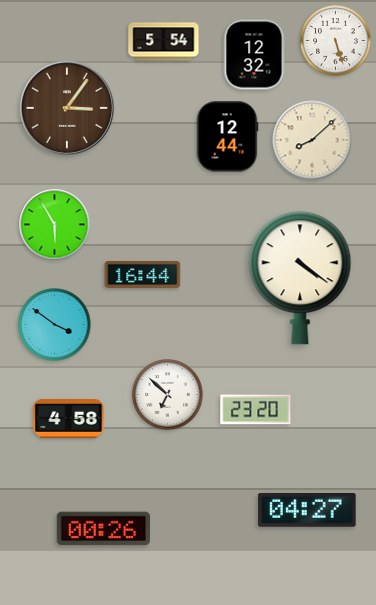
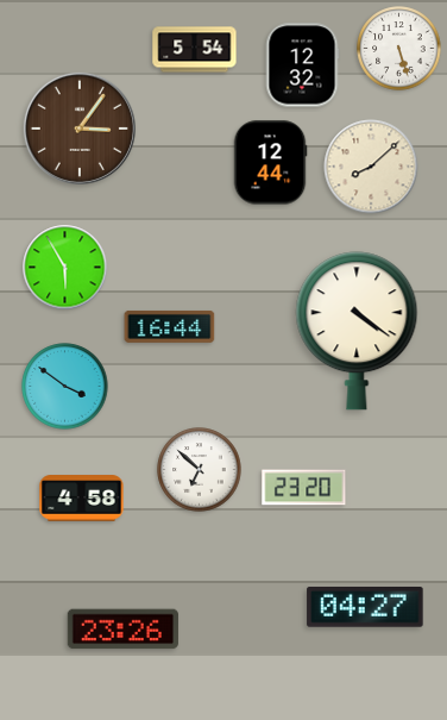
clock at (103, 529): 00:26 -> 23:26
